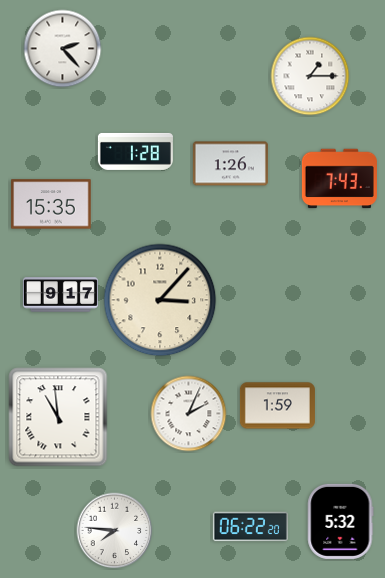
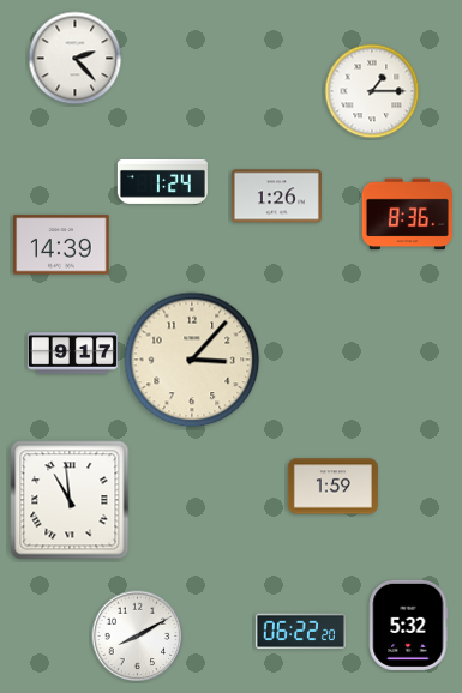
clock at (135, 151): 1:28 -> 1:24
clock at (339, 179): 7:43 -> 8:36
clock at (51, 204): 15:35 -> 14:39
clock at (189, 414): 2:04 -> none
clock at (115, 531): 7:46 -> 8:10
